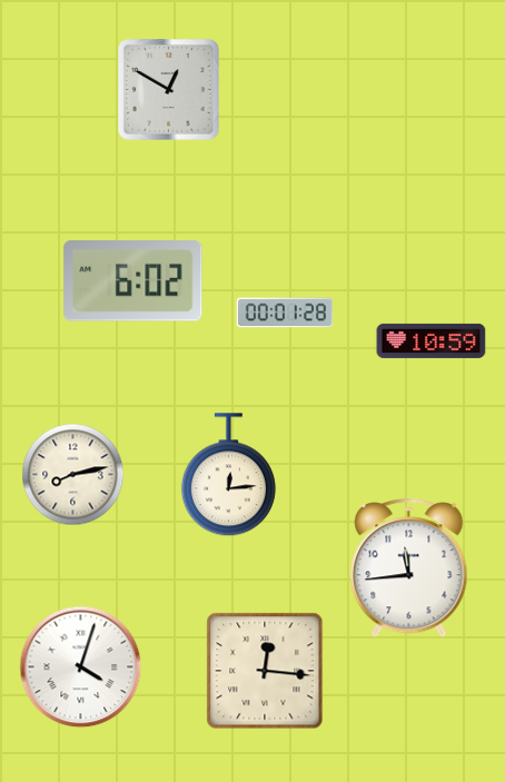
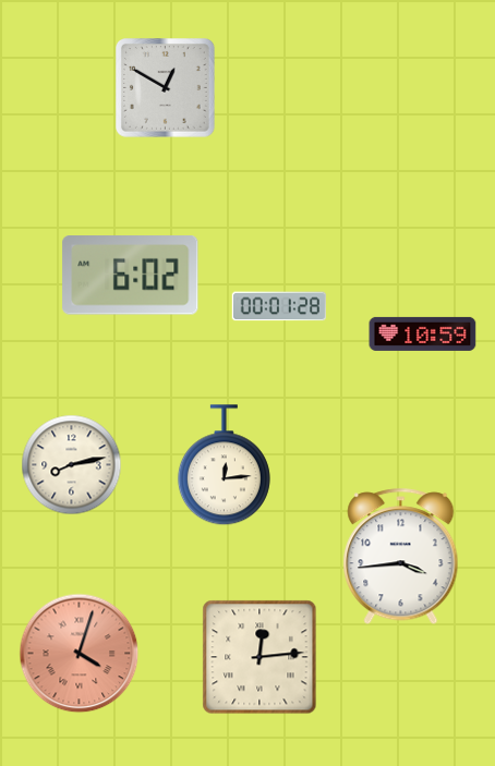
clock at (409, 568): 11:44 -> 3:44
clock at (81, 667) dial: white -> salmon
clock at (265, 671): 12:16 -> 12:14
